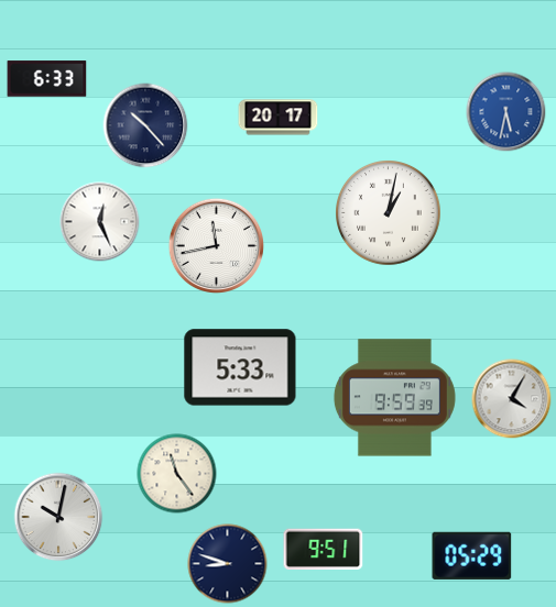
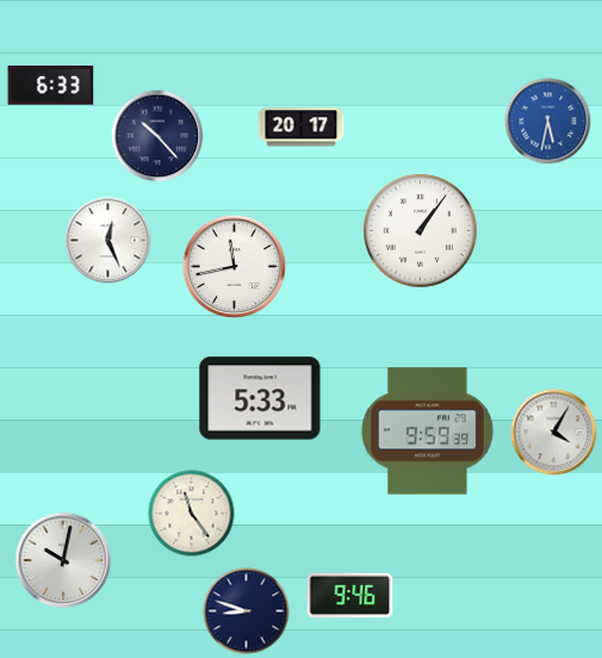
clock at (389, 213): 1:02 -> 1:06
clock at (324, 549): 9:51 -> 9:46
clock at (472, 555): 05:29 -> none
